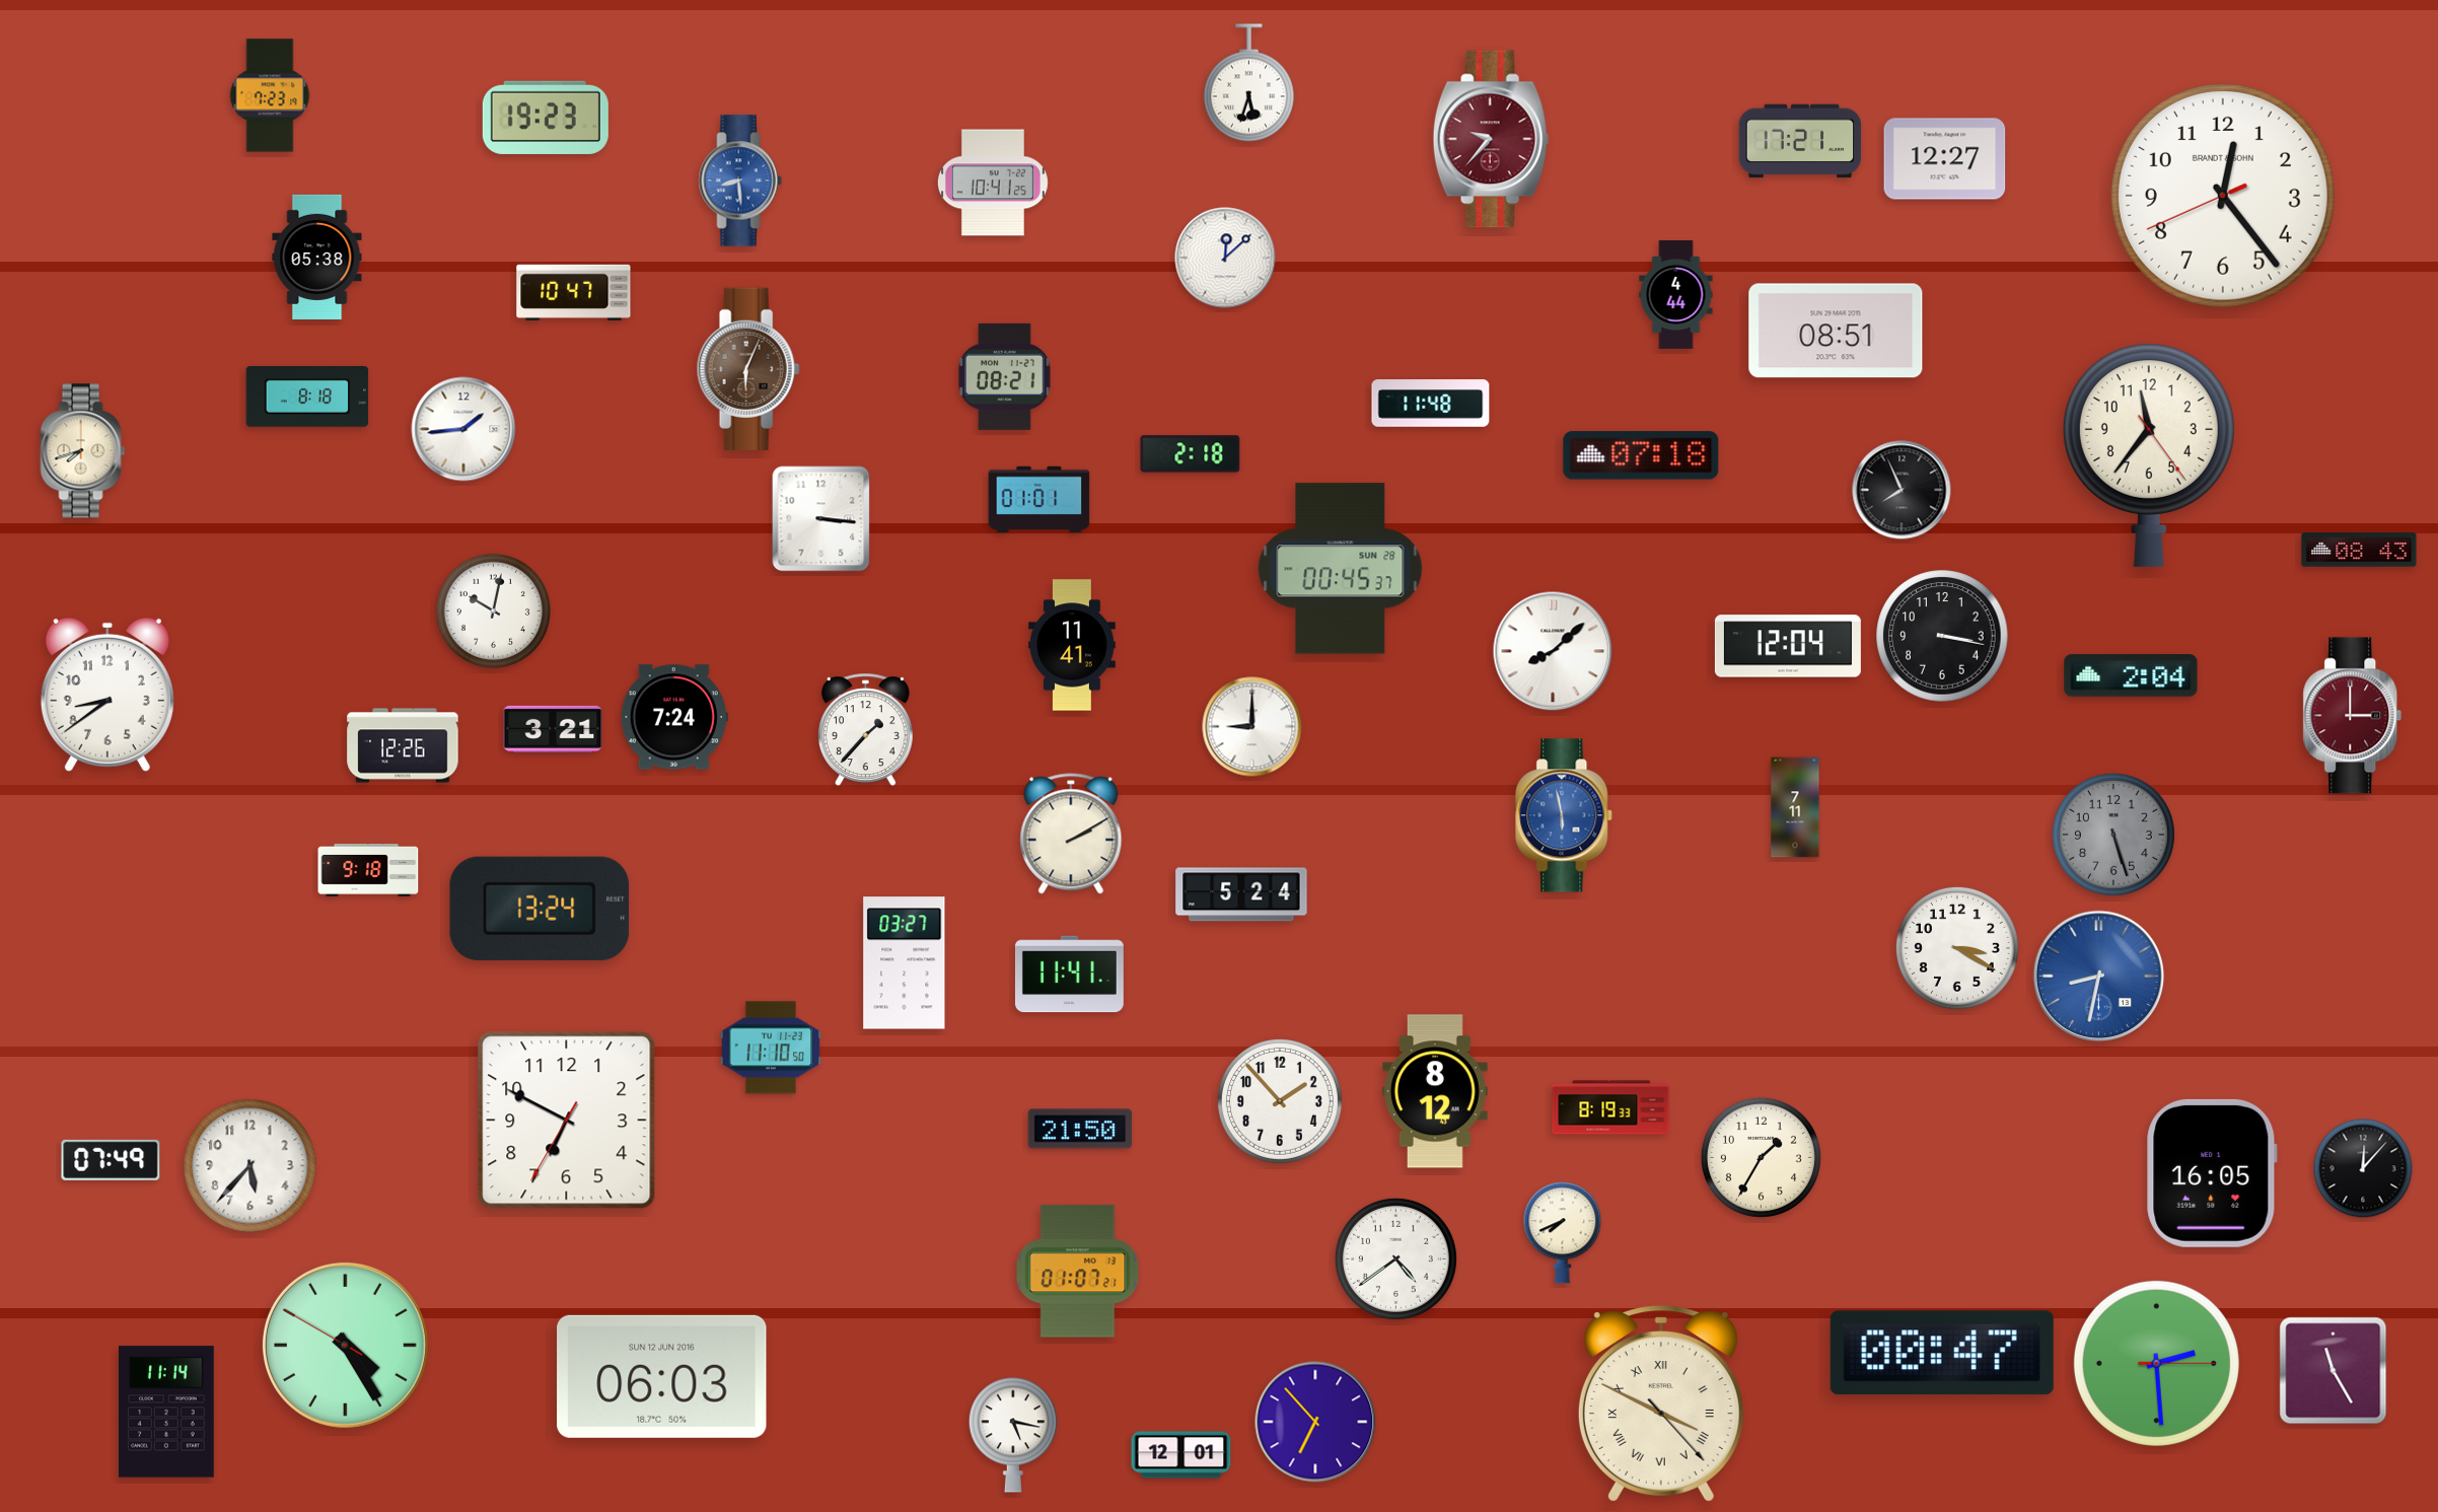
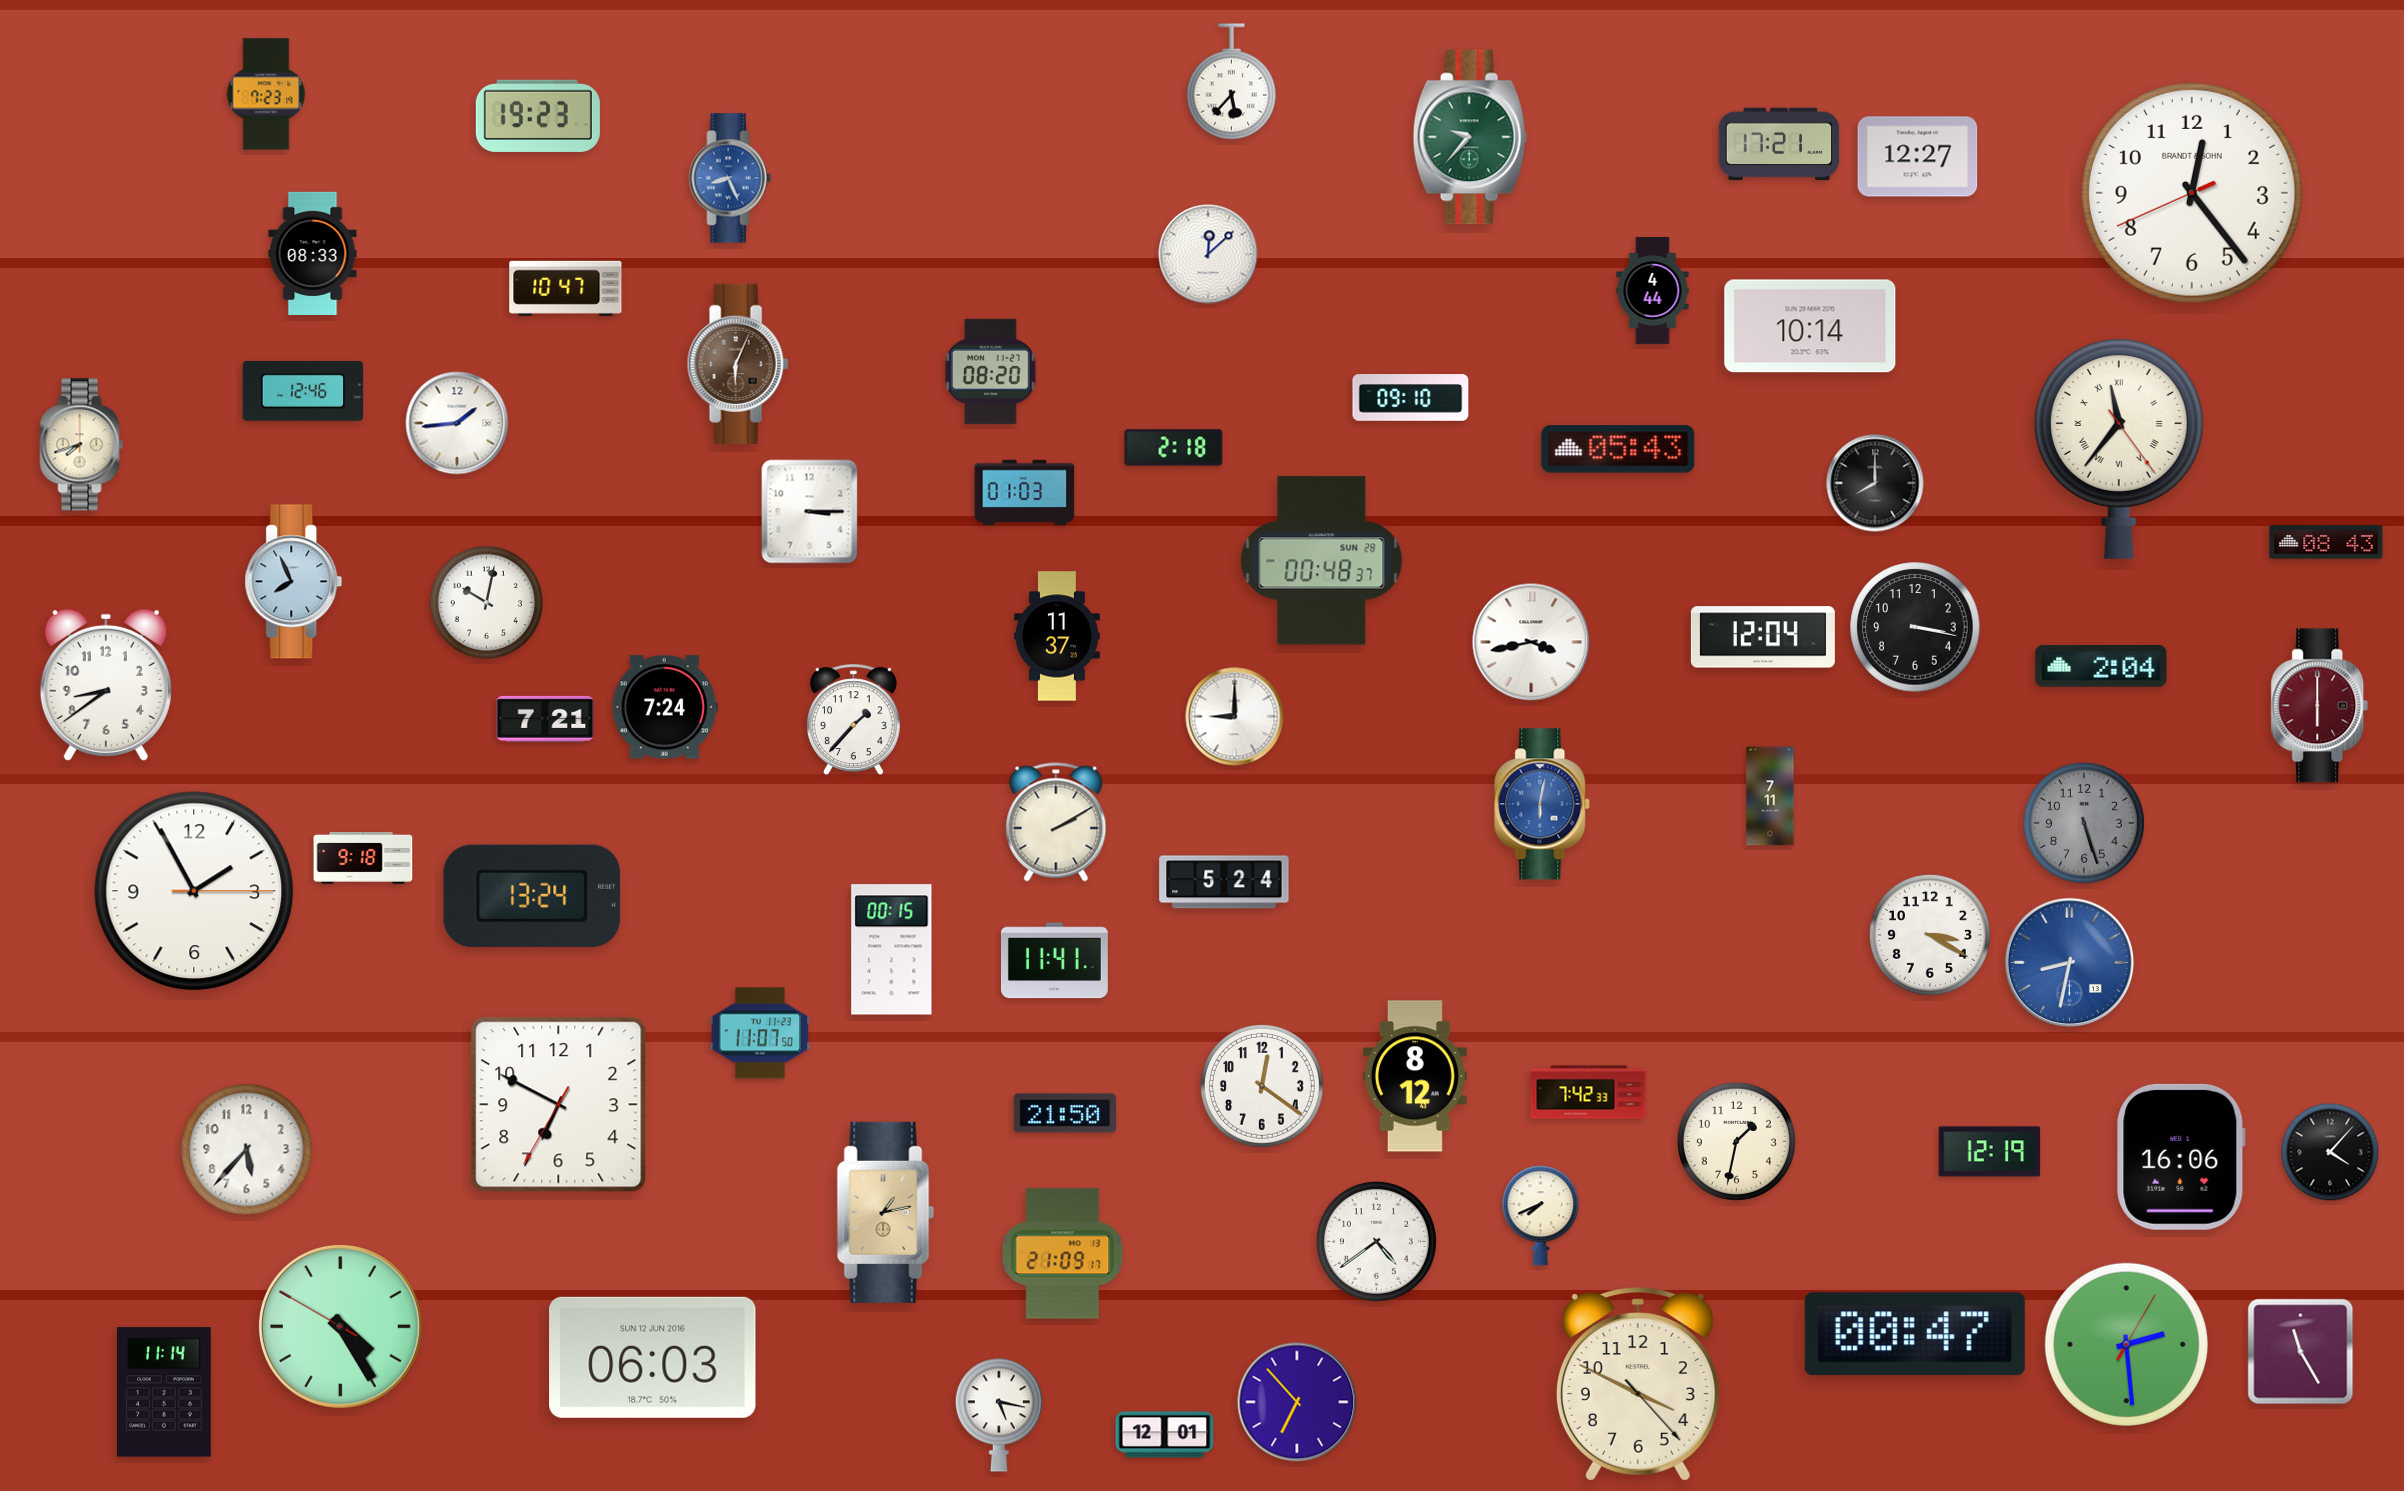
clock at (1248, 83): 5:33 -> 5:37
clock at (1491, 139) dial: burgundy -> green
clock at (1800, 141) position: (1800, 141) -> (1779, 144)
clock at (740, 181): 8:29 -> 8:26
clock at (993, 183): 10:41 -> none
clock at (317, 257): 05:38 -> 08:33
clock at (1836, 331): 08:51 -> 10:14
clock at (1004, 376): 08:21 -> 08:20
clock at (307, 397): 8:18 -> 12:46
clock at (1431, 404): 11:48 -> 09:10
clock at (1641, 455): 07:18 -> 05:43
clock at (2149, 455) numerals: Arabic -> Roman
clock at (1902, 490): 7:56 -> 8:00
clock at (1039, 500): 01:01 -> 01:03
clock at (821, 519): 3:16 -> 3:15
clock at (1341, 569): 00:45 -> 00:48
clock at (294, 582): none -> 7:56
clock at (1073, 645): 11:41 -> 11:37
clock at (1553, 651): 8:08 -> 3:43
clock at (2353, 716): 3:00 -> 6:00
clock at (553, 729): 3:21 -> 7:21
clock at (403, 745): 12:26 -> none
clock at (1565, 815): 5:58 -> 6:02
clock at (194, 891): none -> 1:55
clock at (905, 963): 03:27 -> 00:15
clock at (771, 1048): 11:10 -> 11:07
clock at (1280, 1101): 1:53 -> 12:21
clock at (1610, 1107): 8:19 -> 7:42
clock at (1761, 1157): 1:35 -> 1:32
clock at (111, 1160): 07:49 -> none
clock at (1990, 1152): none -> 12:19
clock at (2363, 1168): 12:07 -> 4:07
clock at (2212, 1173): 16:05 -> 16:06
clock at (886, 1212): none -> 1:13
clock at (1078, 1272): 01:07 -> 21:09
clock at (2156, 1363): 2:29:15 -> 2:29:05
clock at (1661, 1403) numerals: Roman -> Arabic
